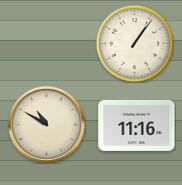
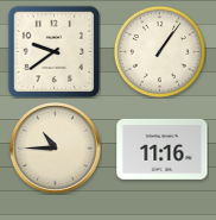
clock at (53, 51): none -> 9:39
clock at (47, 125): 10:50 -> 10:45
